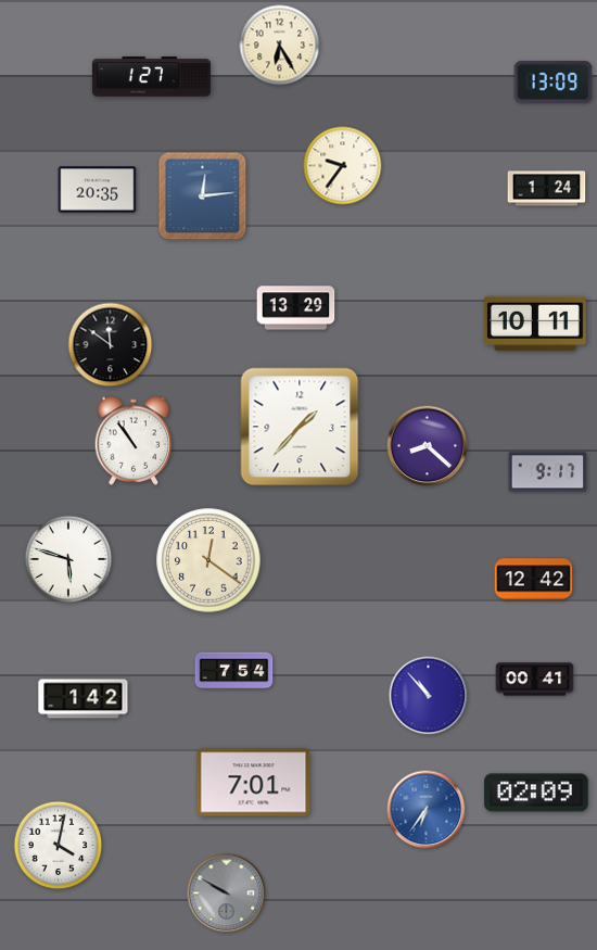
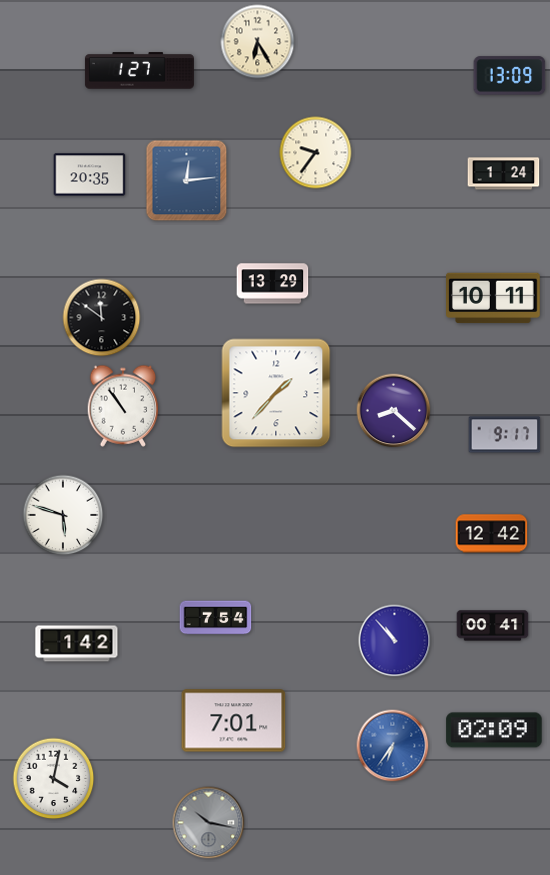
clock at (208, 560): 12:21 -> none
clock at (227, 894): 9:50 -> 10:17
